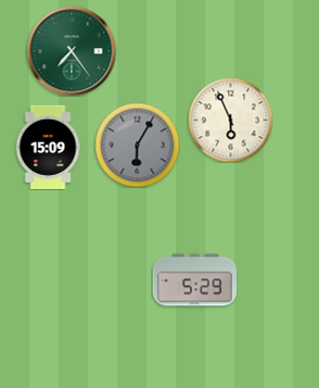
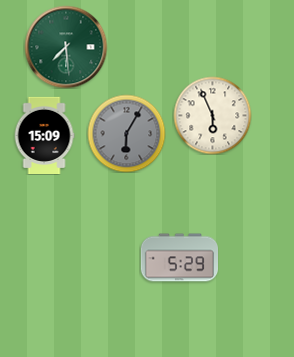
clock at (72, 51): 7:24 -> 7:29
clock at (230, 120) position: (230, 120) -> (212, 115)
